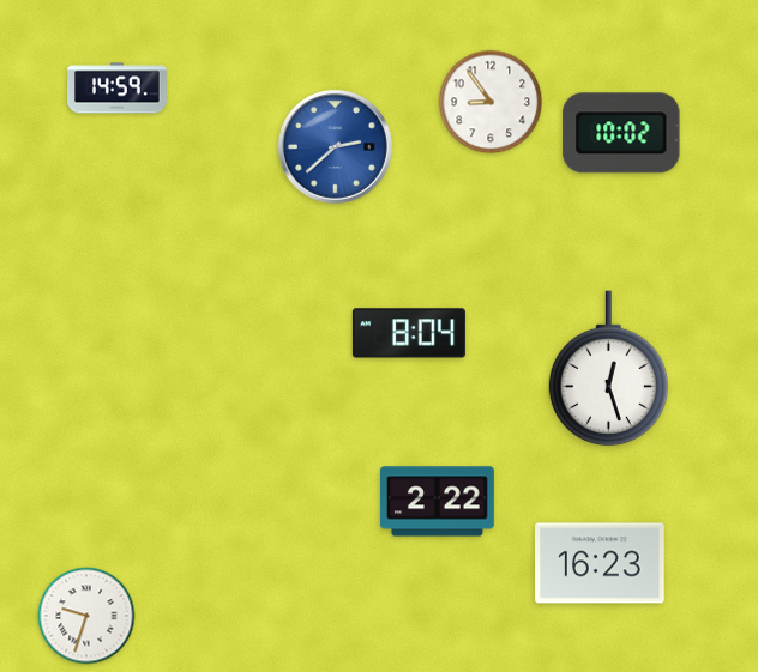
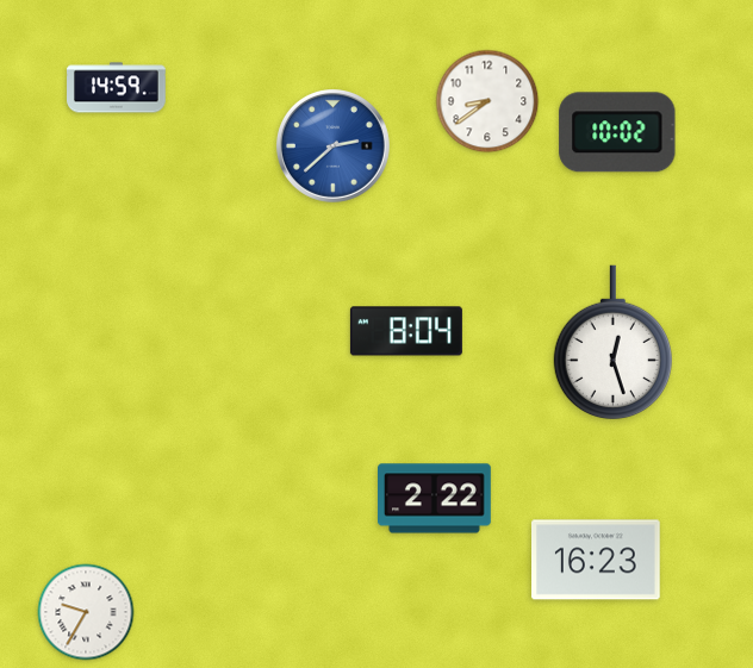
clock at (491, 102): 8:54 -> 8:39
clock at (608, 369) position: (608, 369) -> (612, 343)
clock at (86, 616): 9:33 -> 9:35
